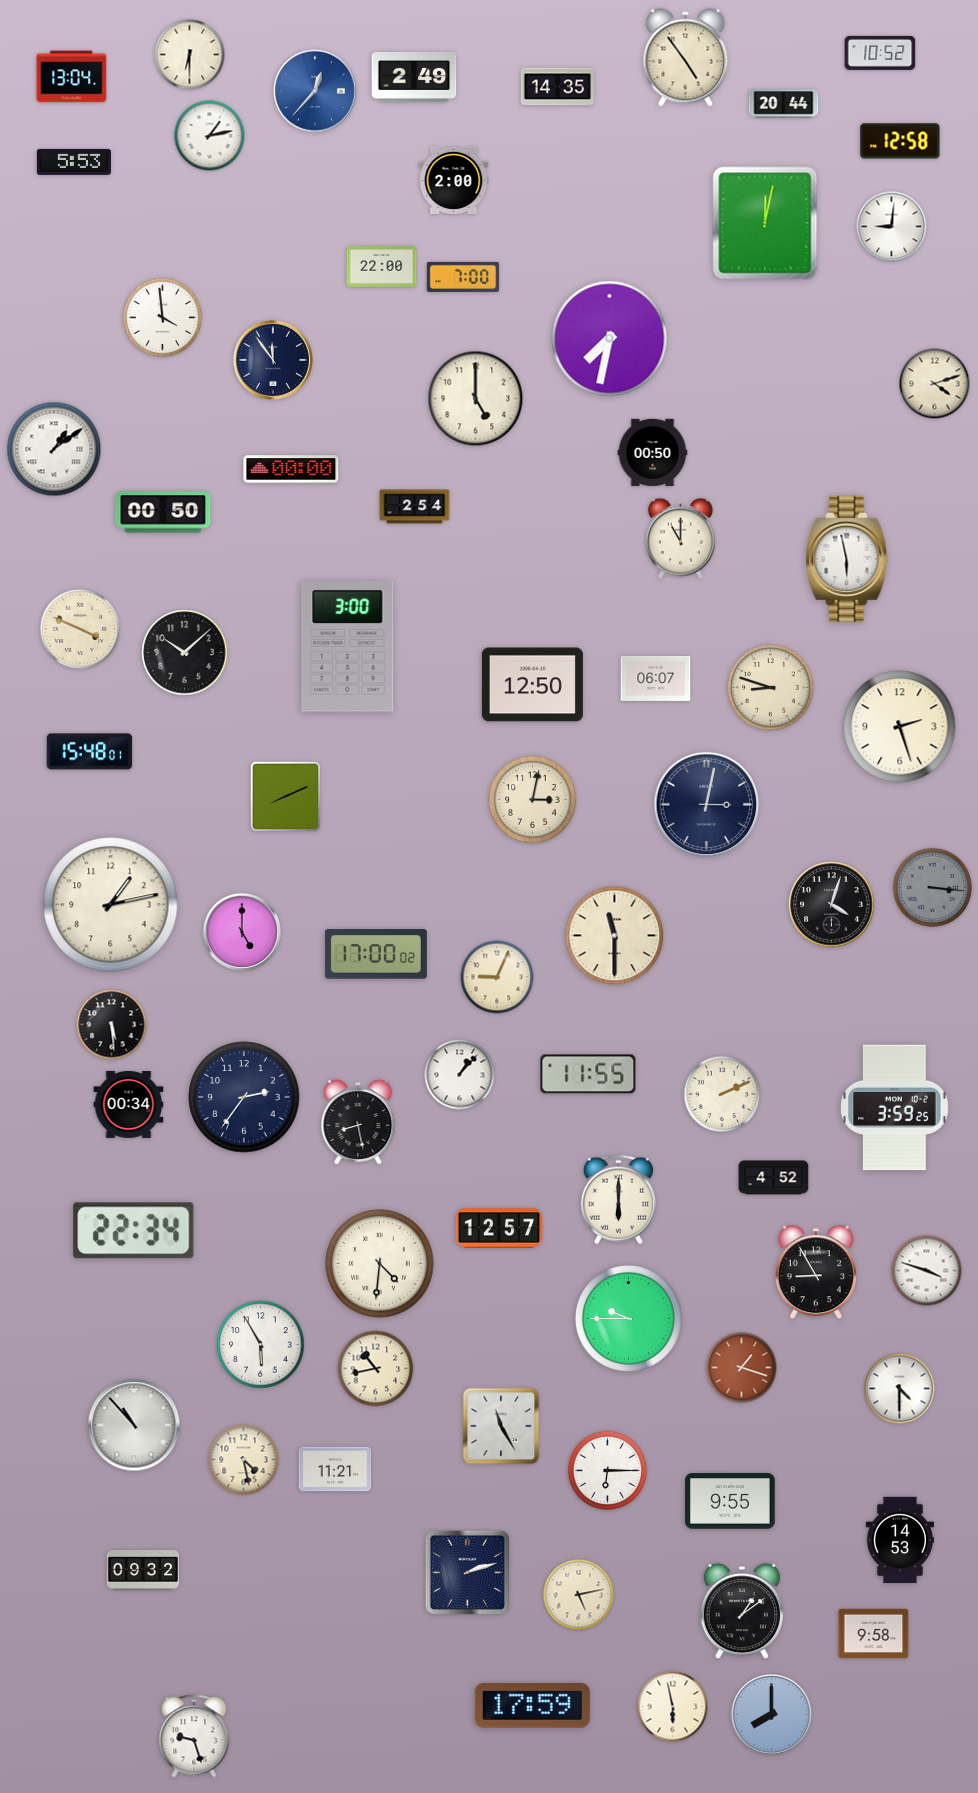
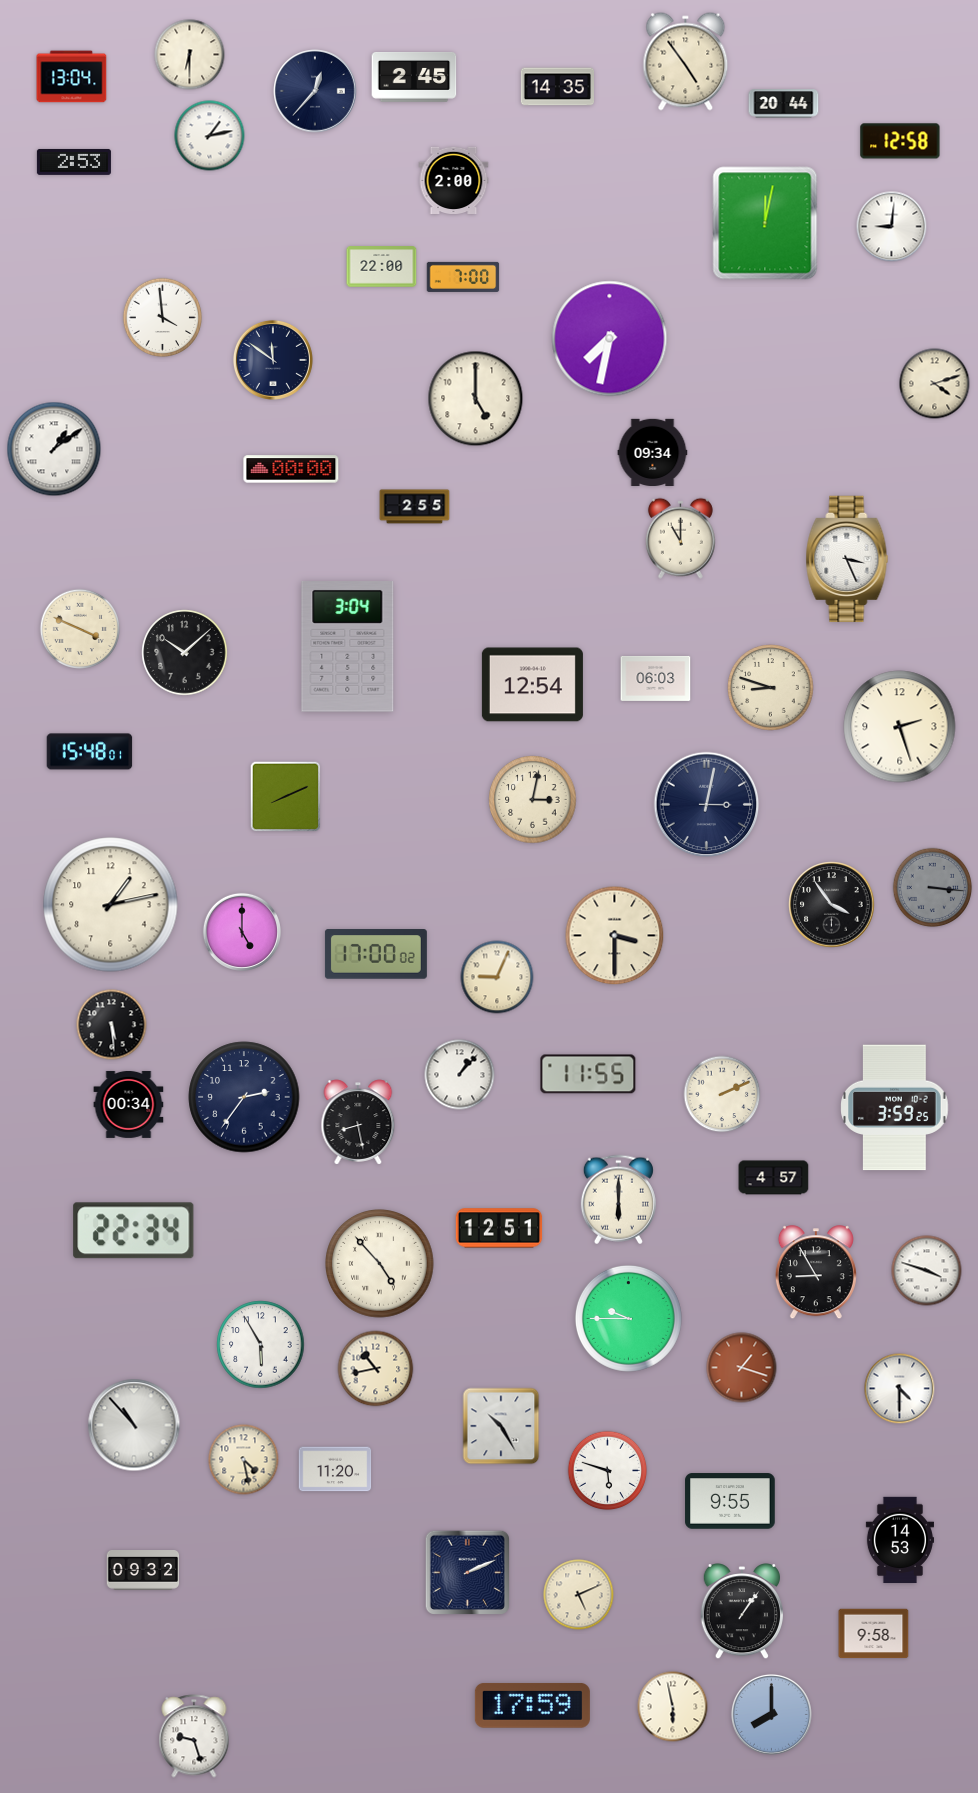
clock at (880, 53): 10:52 -> none
clock at (686, 58) position: (686, 58) -> (686, 62)
clock at (414, 78): 2:49 -> 2:45
clock at (315, 91) dial: blue -> navy
clock at (74, 162): 5:53 -> 2:53
clock at (273, 360): 11:54 -> 11:51
clock at (653, 452): 00:50 -> 09:34
clock at (415, 507): 2:54 -> 2:55
clock at (163, 512): 00:50 -> none
clock at (847, 559): 5:58 -> 3:26
clock at (348, 647): 3:00 -> 3:04
clock at (656, 678): 06:07 -> 06:03
clock at (532, 685): 12:50 -> 12:54
clock at (832, 905): 4:03 -> 3:54
clock at (615, 936): 11:30 -> 3:30
clock at (774, 1178): 4:52 -> 4:57
clock at (499, 1228): 12:57 -> 12:51
clock at (380, 1264): 4:31 -> 4:53
clock at (501, 1426): 11:25 -> 10:25
clock at (335, 1469): 11:21 -> 11:20
clock at (608, 1471): 6:15 -> 5:48
clock at (467, 1572): 2:12 -> 2:11
clock at (579, 1595): 5:13 -> 5:11
clock at (741, 1612): 1:09 -> 1:06
